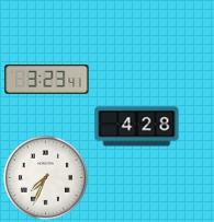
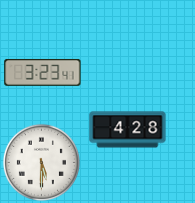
clock at (137, 127) position: (137, 127) -> (128, 130)
clock at (45, 177): 7:34 -> 5:30
